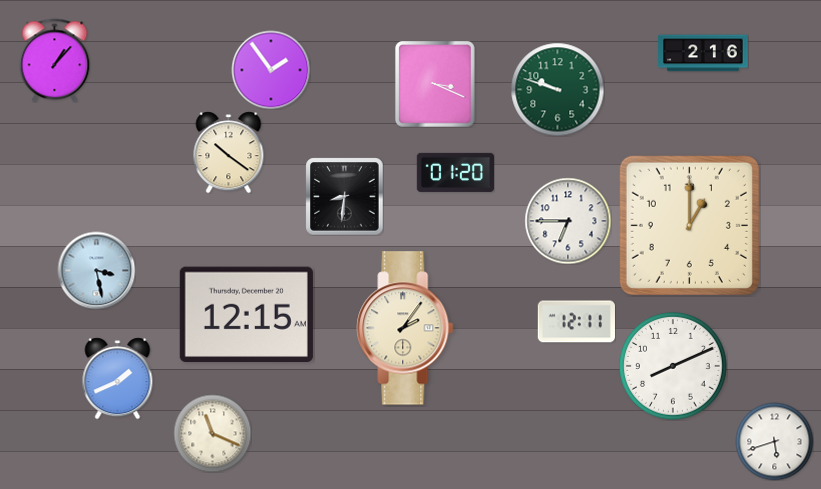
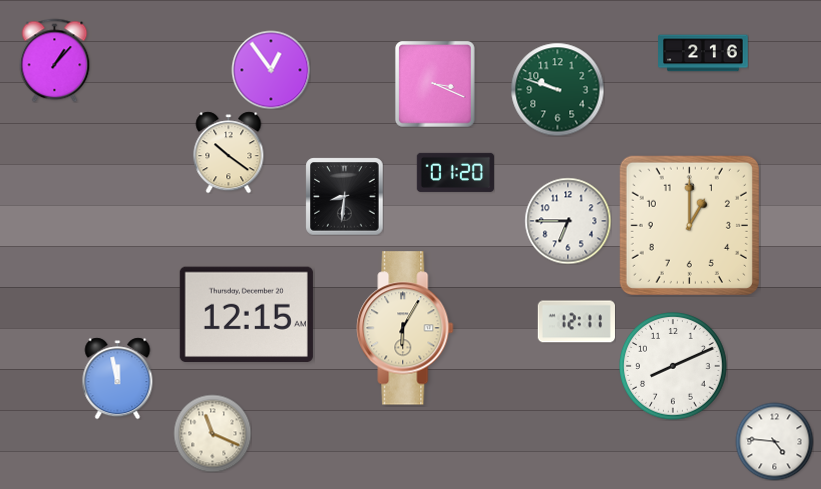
clock at (271, 70): 1:54 -> 12:54
clock at (96, 270): 3:28 -> none
clock at (405, 328): 2:06 -> 6:05
clock at (118, 378): 1:41 -> 11:58
clock at (774, 441): 5:42 -> 4:46
